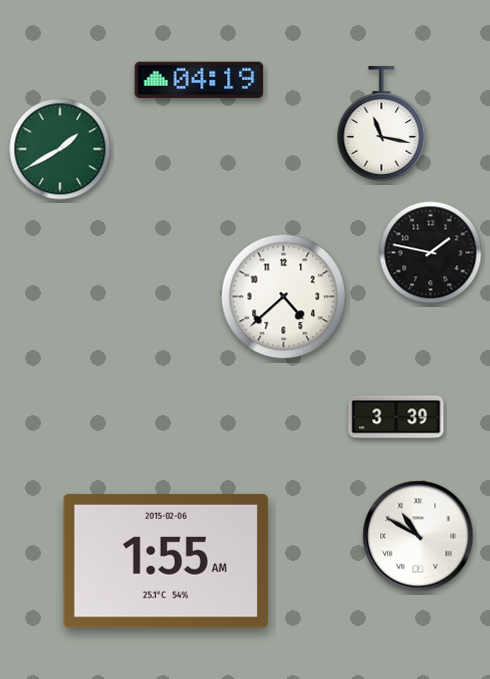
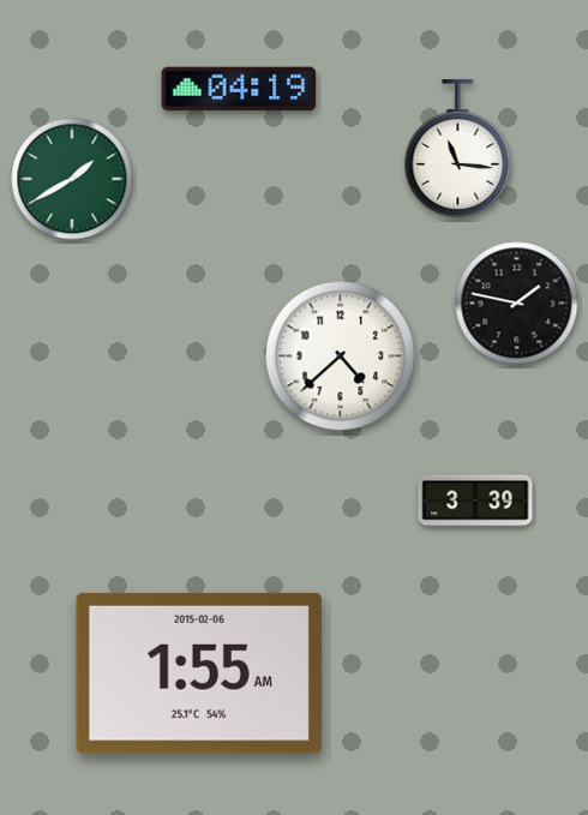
clock at (199, 80) position: (199, 80) -> (239, 89)
clock at (382, 124): 11:17 -> 11:16
clock at (418, 536): 10:50 -> none
